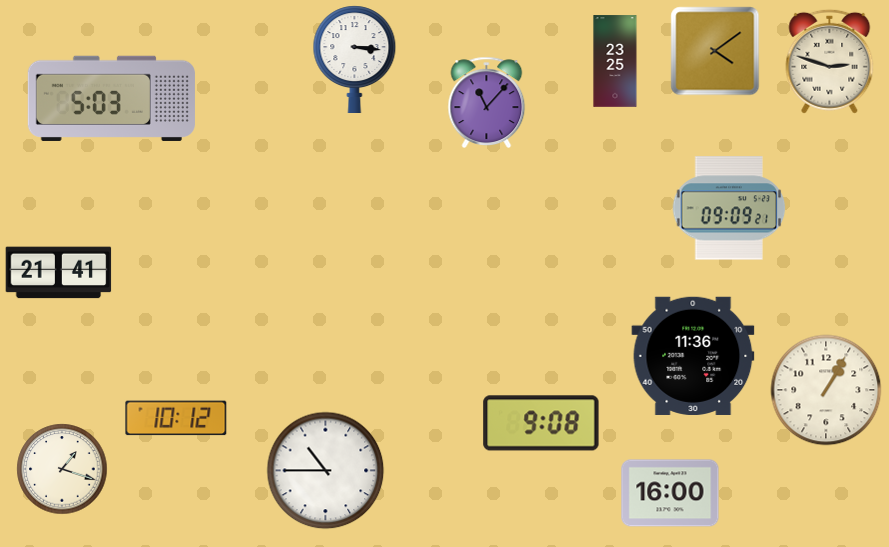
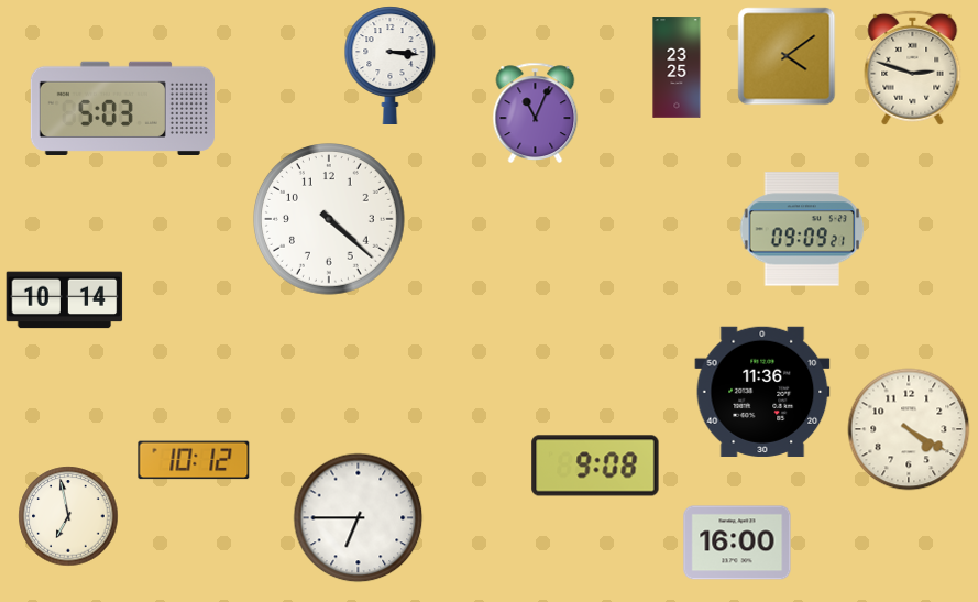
clock at (487, 102): 11:07 -> 11:04
clock at (330, 220): none -> 4:22
clock at (59, 273): 21:41 -> 10:14
clock at (826, 390): 1:05 -> 4:20
clock at (62, 469): 1:18 -> 6:58
clock at (326, 471): 10:45 -> 6:45
